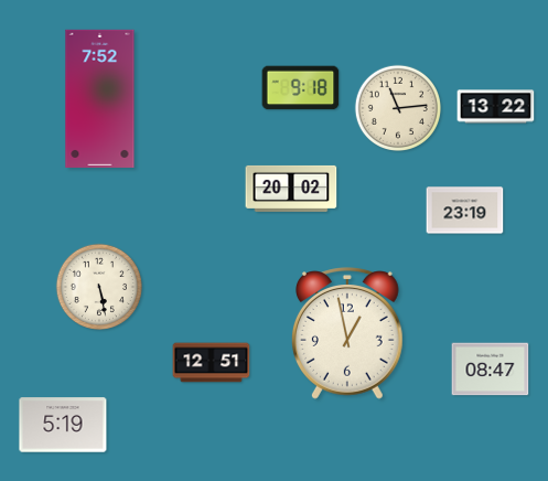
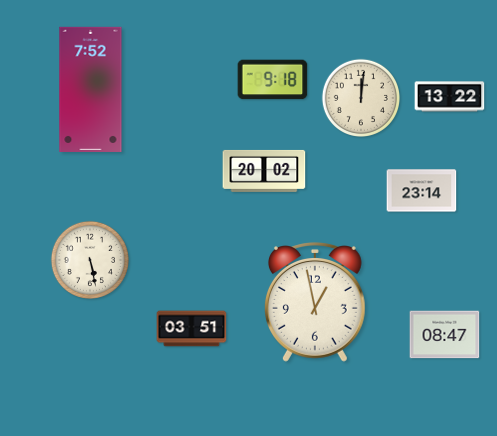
clock at (397, 107): 11:14 -> 12:01
clock at (465, 211): 23:19 -> 23:14
clock at (212, 363): 12:51 -> 03:51
clock at (63, 425): 5:19 -> none
